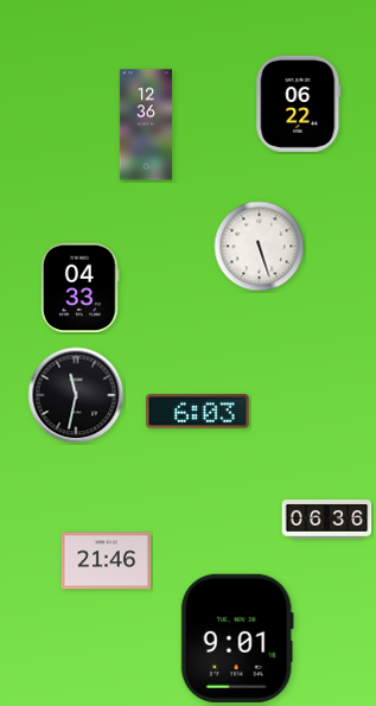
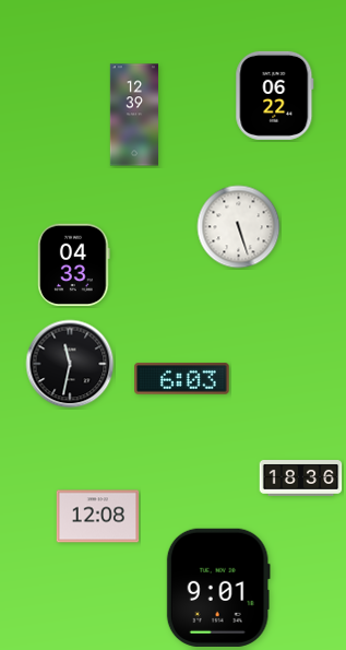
clock at (145, 125): 12:36 -> 12:39
clock at (327, 520): 06:36 -> 18:36
clock at (107, 561): 21:46 -> 12:08
